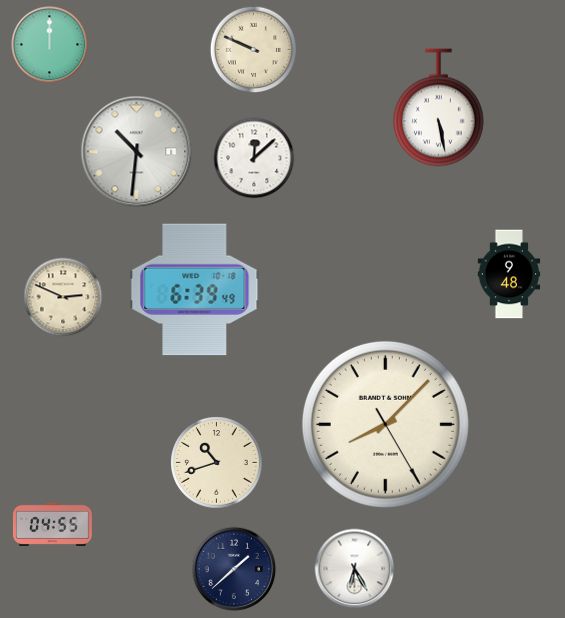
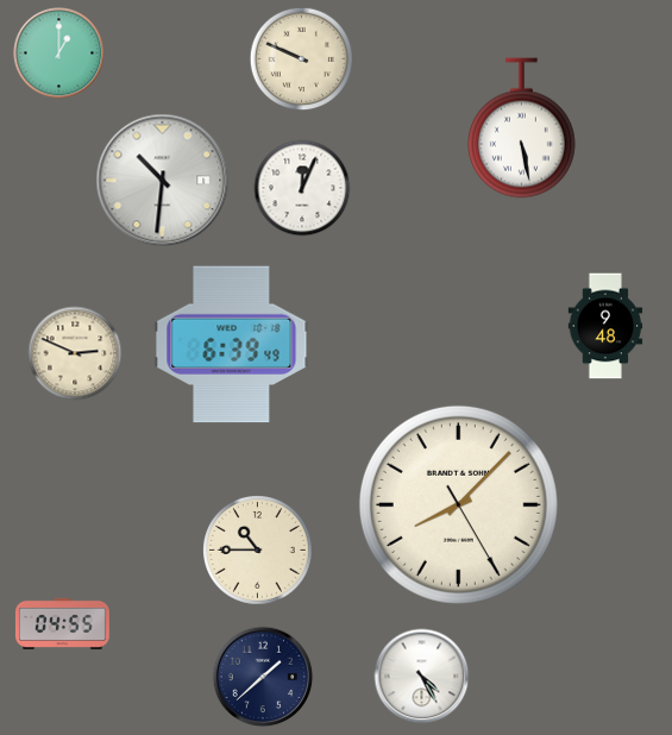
clock at (50, 45): 12:00 -> 1:00
clock at (254, 158): 12:08 -> 12:04
clock at (217, 463): 10:42 -> 10:45
clock at (234, 569) position: (234, 569) -> (263, 677)
clock at (355, 569): 6:25 -> 4:25
